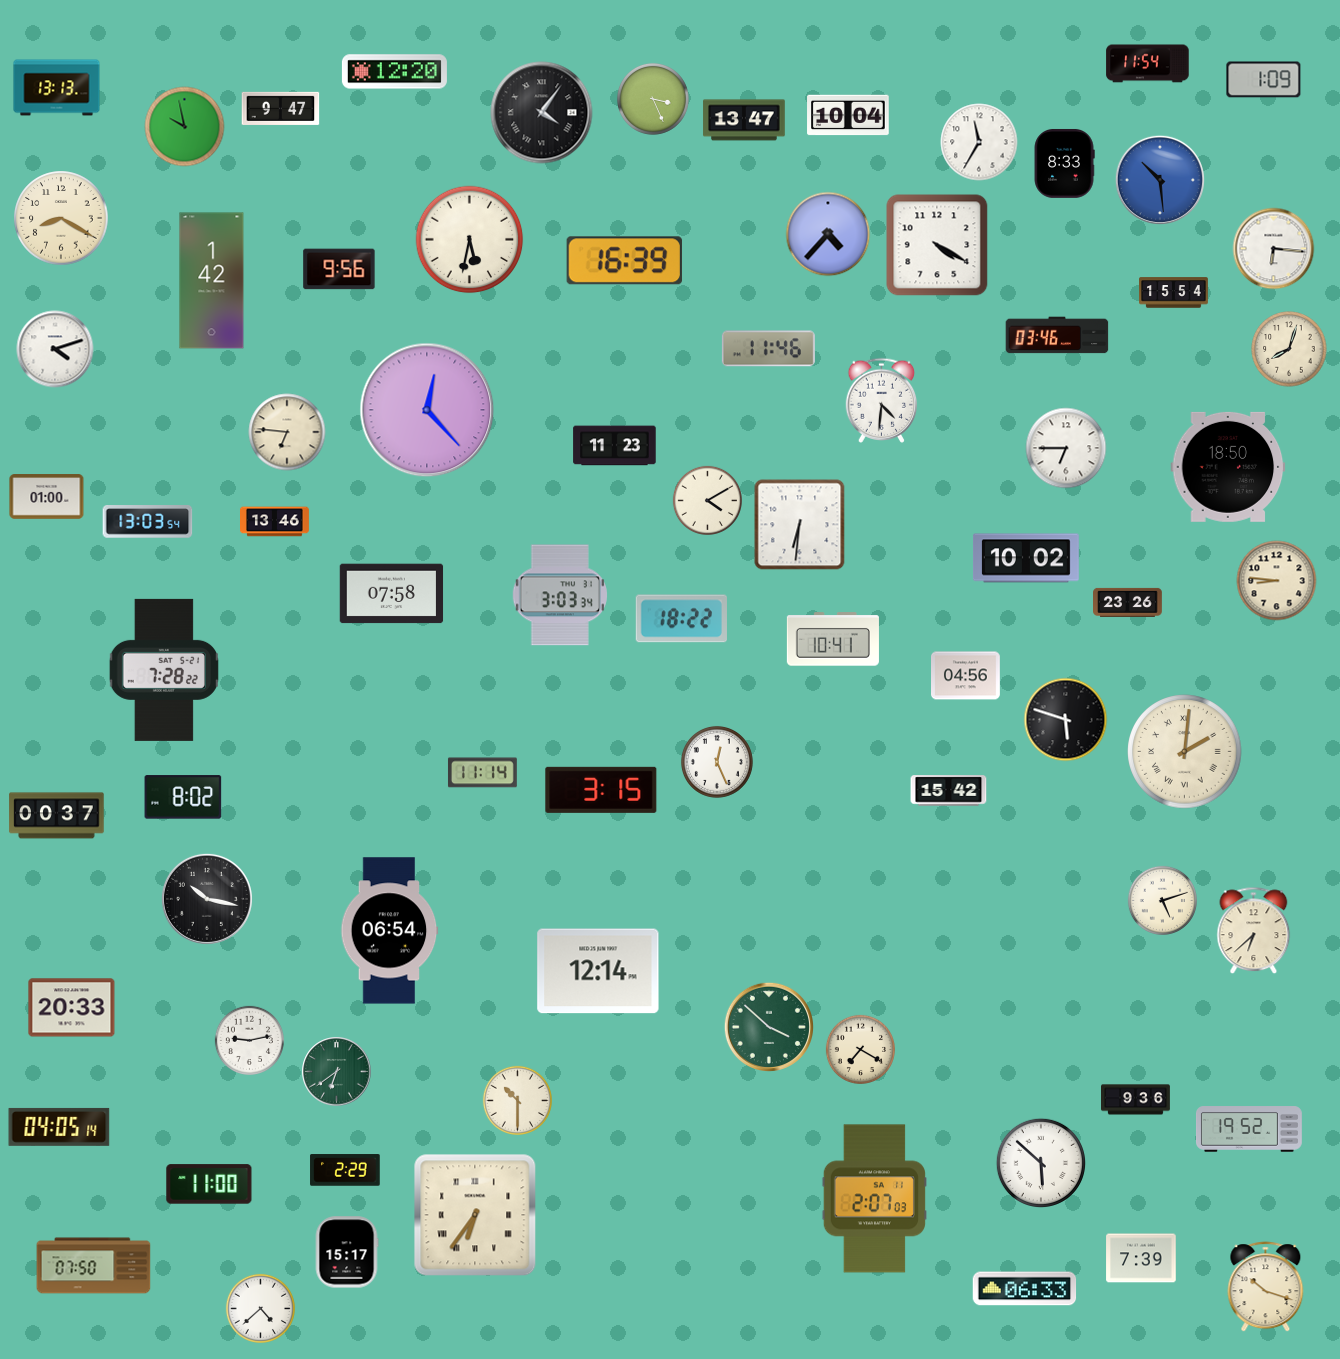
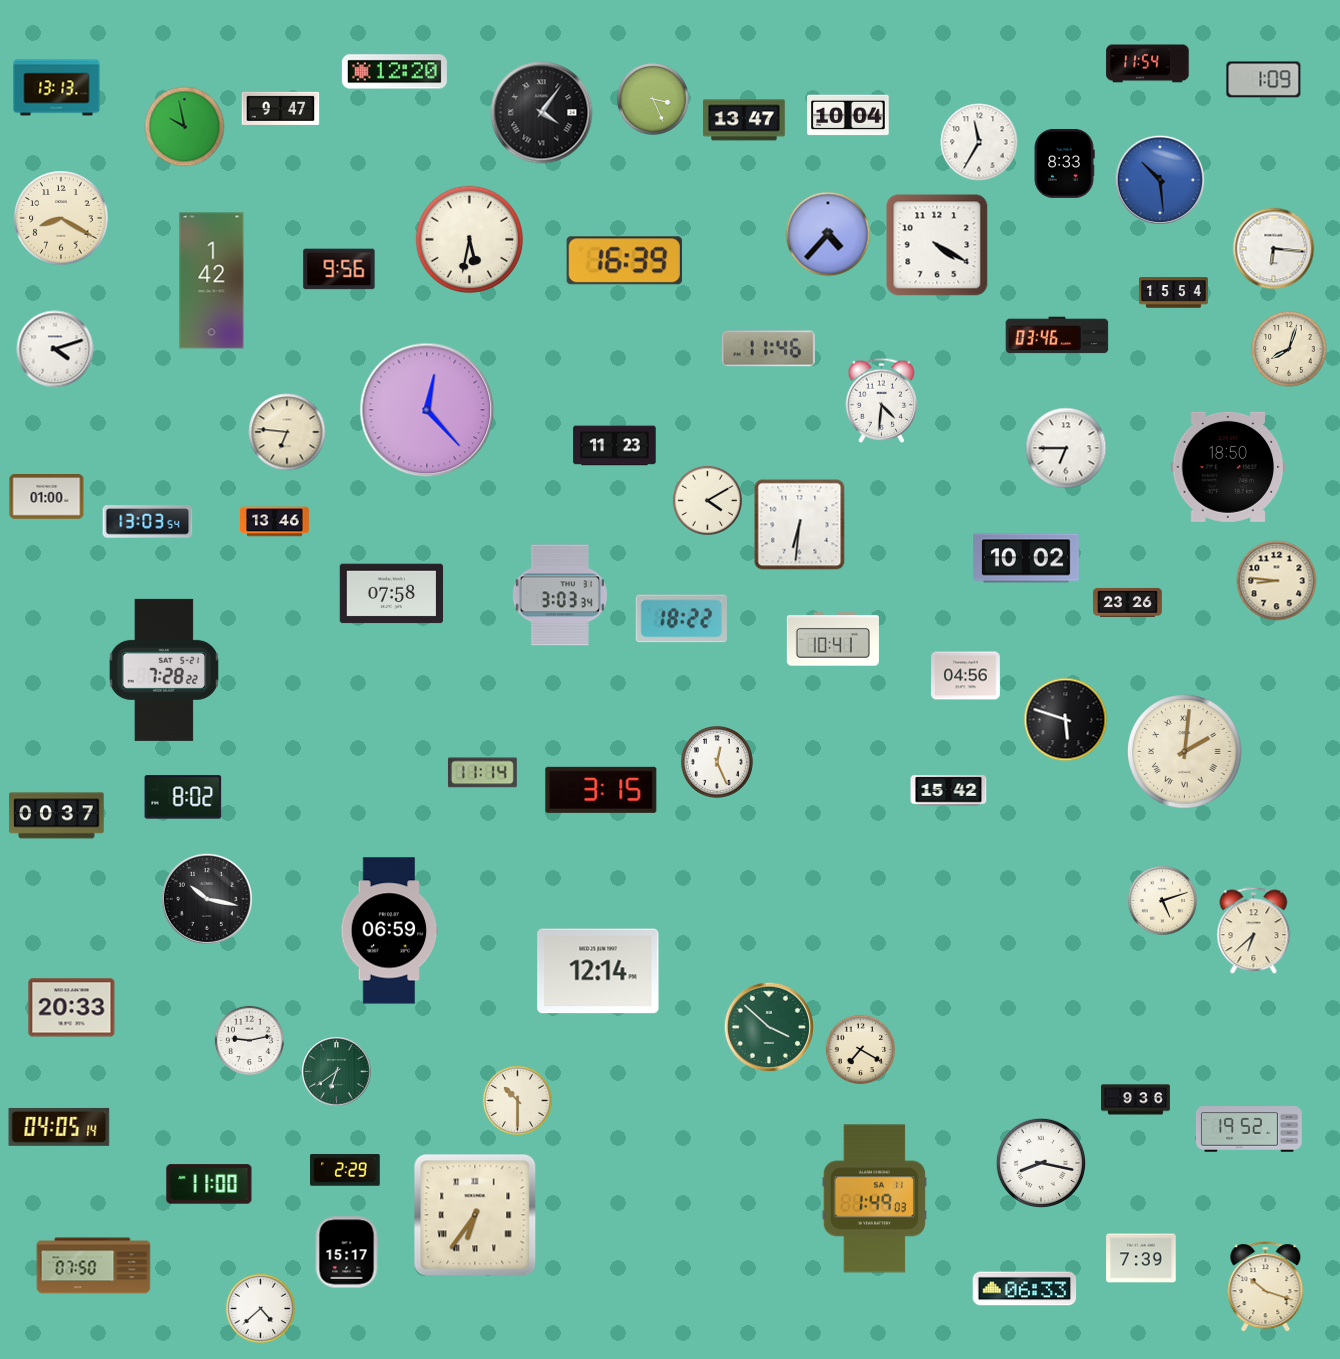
clock at (390, 931): 06:54 -> 06:59
clock at (1040, 1162): 5:52 -> 8:17
clock at (874, 1199): 2:07 -> 1:49
